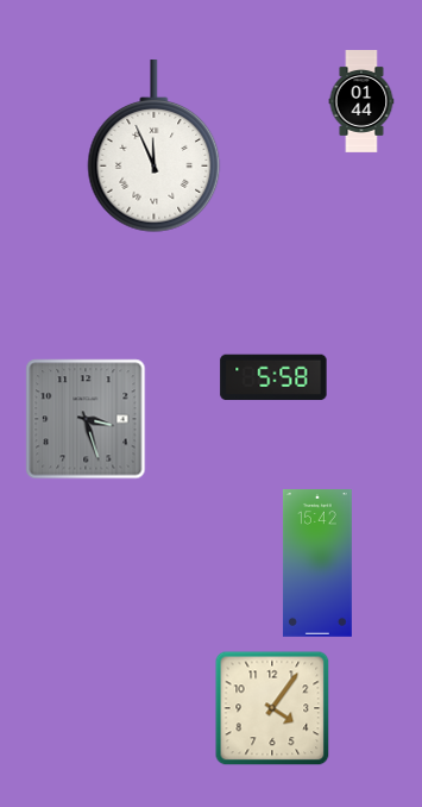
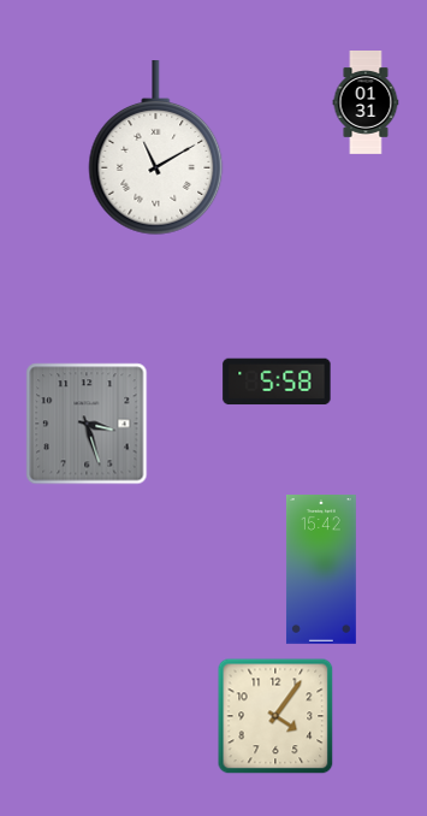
clock at (361, 102): 01:44 -> 01:31
clock at (155, 146): 11:56 -> 11:10
